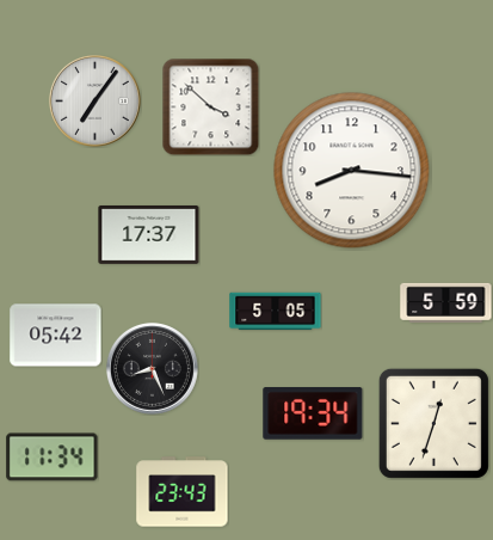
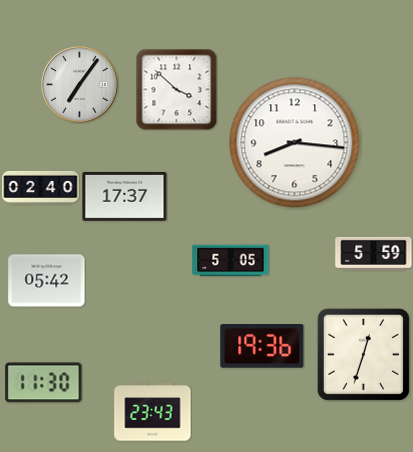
clock at (41, 187): none -> 02:40
clock at (152, 368): 8:26 -> none
clock at (313, 415): 19:34 -> 19:36
clock at (53, 458): 11:34 -> 11:30
